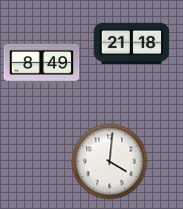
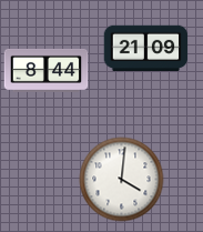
clock at (132, 43): 21:18 -> 21:09
clock at (42, 63): 8:49 -> 8:44
